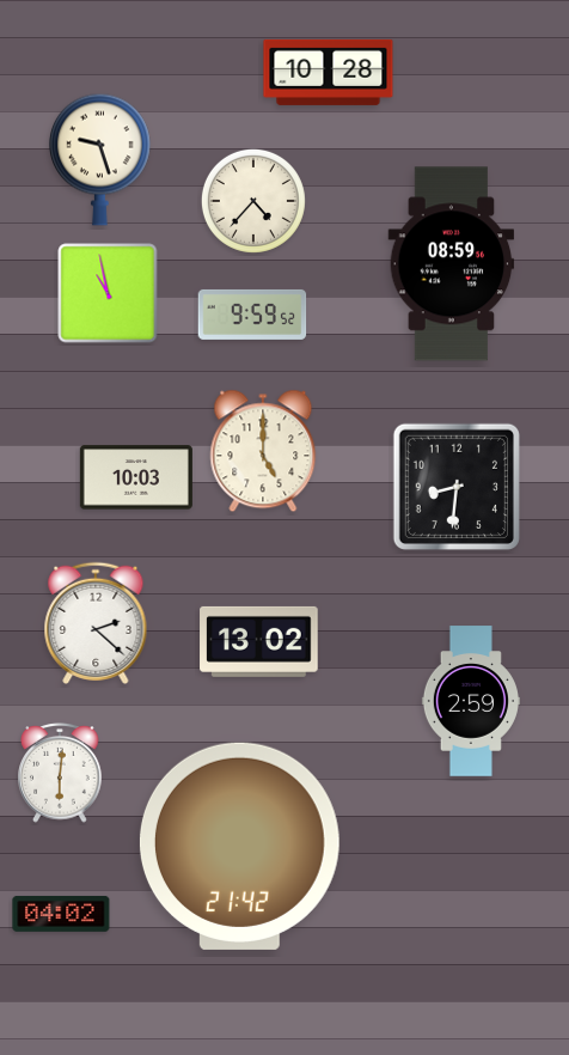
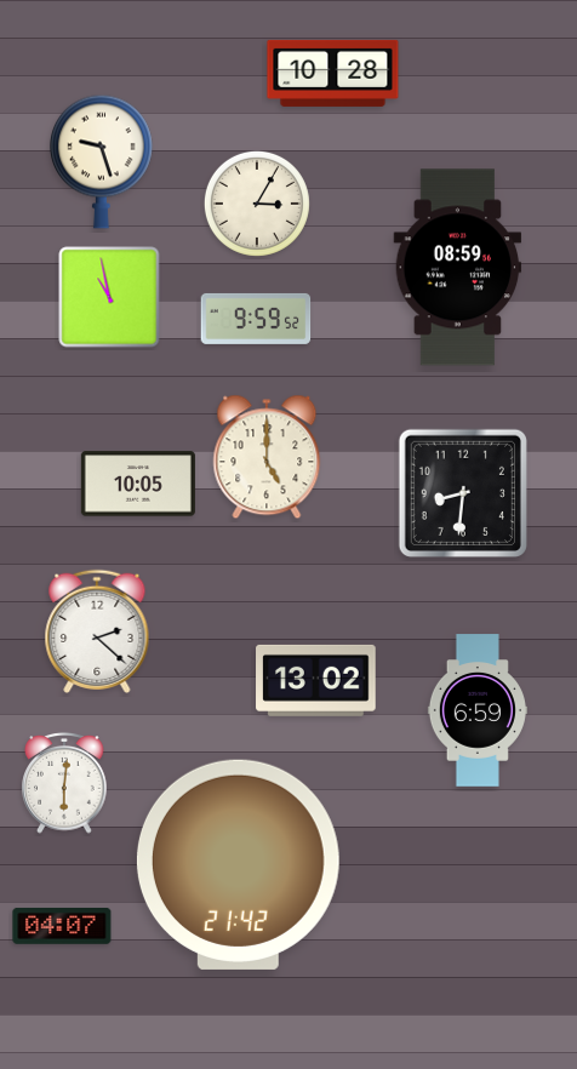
clock at (253, 201): 4:37 -> 3:05
clock at (136, 477): 10:03 -> 10:05
clock at (259, 641) position: (259, 641) -> (316, 680)
clock at (471, 701): 2:59 -> 6:59
clock at (60, 774) position: (60, 774) -> (64, 784)
clock at (239, 846) position: (239, 846) -> (238, 864)
clock at (61, 914): 04:02 -> 04:07
